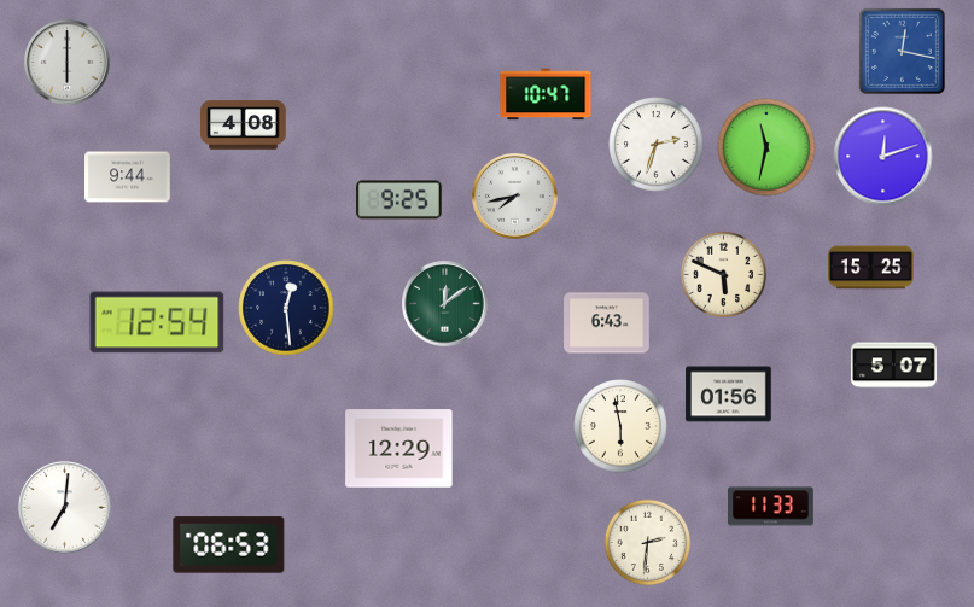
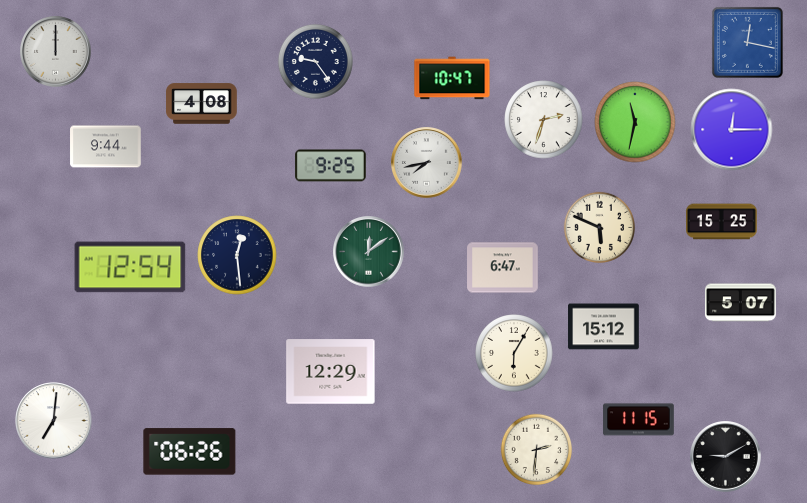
clock at (68, 63): 6:00 -> 12:00
clock at (315, 61): none -> 9:24
clock at (883, 157): 12:12 -> 12:15
clock at (607, 323): 6:43 -> 6:47
clock at (729, 395): 01:56 -> 15:12
clock at (620, 426): 5:58 -> 6:05
clock at (771, 507): 11:33 -> 11:15
clock at (229, 545): 06:53 -> 06:26
clock at (726, 457): none -> 9:10
